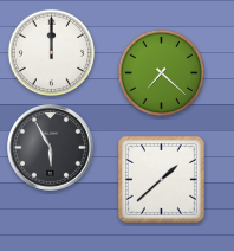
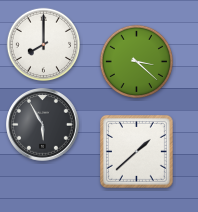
clock at (51, 52): 12:00 -> 8:00
clock at (161, 72): 7:22 -> 3:22
